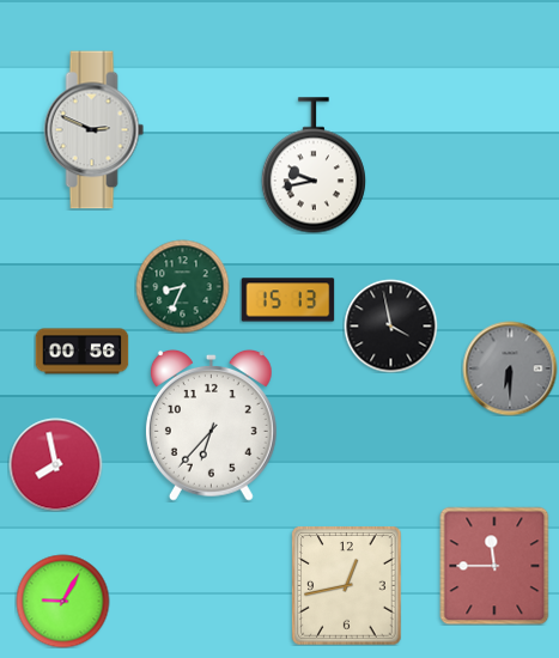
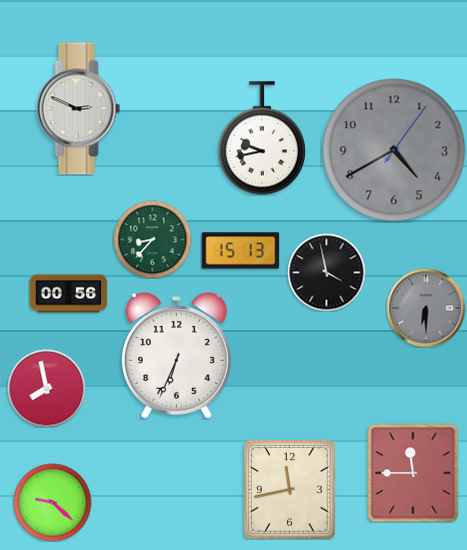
clock at (394, 150): none -> 4:40
clock at (182, 286): 8:34 -> 8:37
clock at (211, 425): 6:37 -> 6:34
clock at (347, 586): 12:43 -> 11:43
clock at (62, 601): 9:05 -> 9:22
